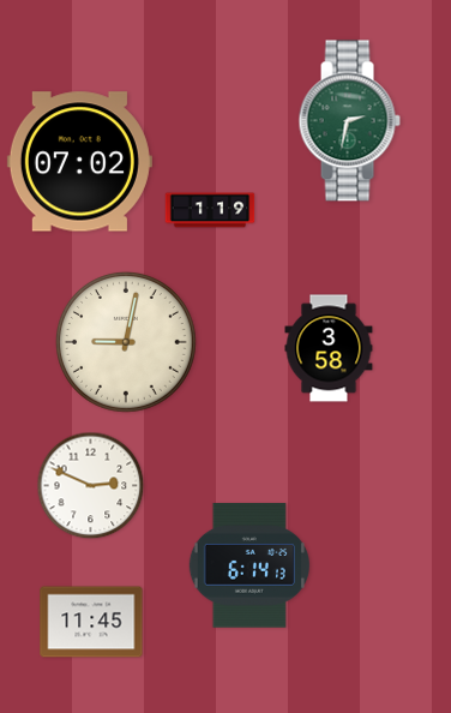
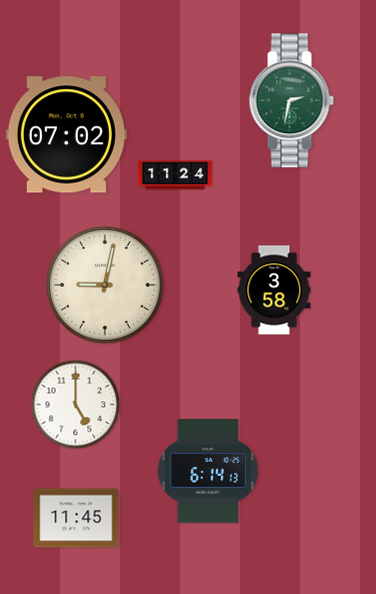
clock at (210, 210): 1:19 -> 11:24
clock at (91, 486): 2:49 -> 5:00
